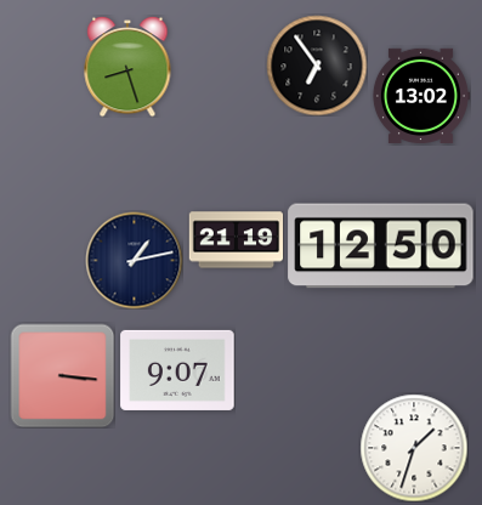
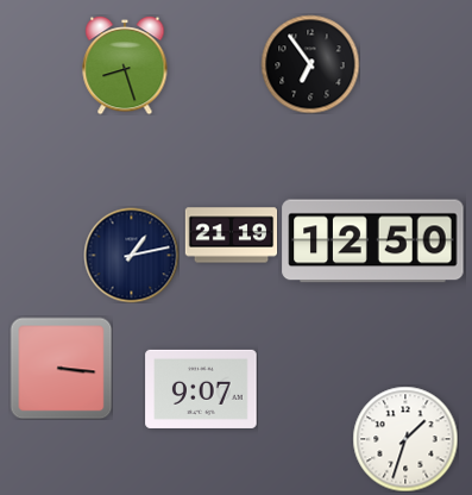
clock at (421, 96): 13:02 -> none
clock at (177, 370) position: (177, 370) -> (201, 389)
